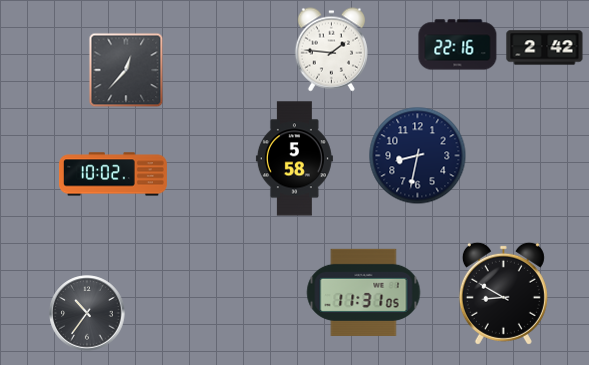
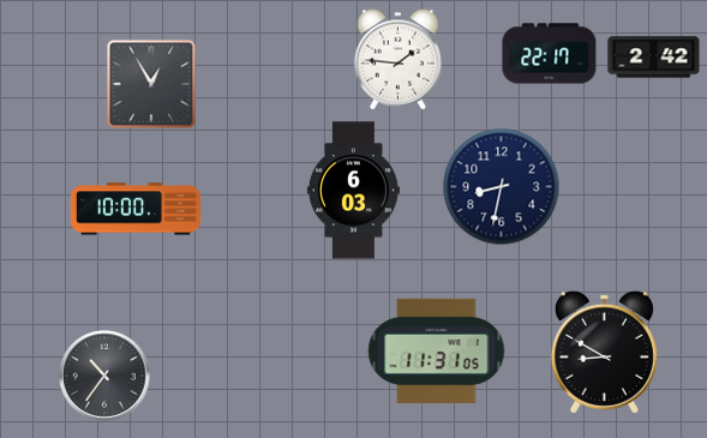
clock at (458, 45): 22:16 -> 22:17
clock at (126, 70): 12:37 -> 12:55
clock at (294, 159): 5:58 -> 6:03
clock at (113, 174): 10:02 -> 10:00
